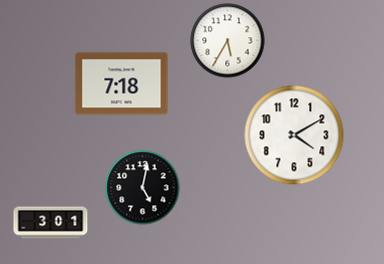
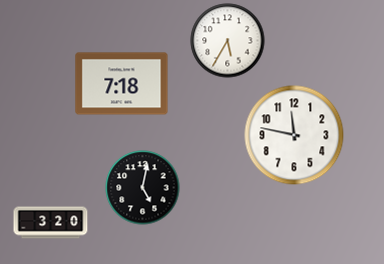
clock at (294, 135): 4:10 -> 11:47
clock at (51, 223): 3:01 -> 3:20
